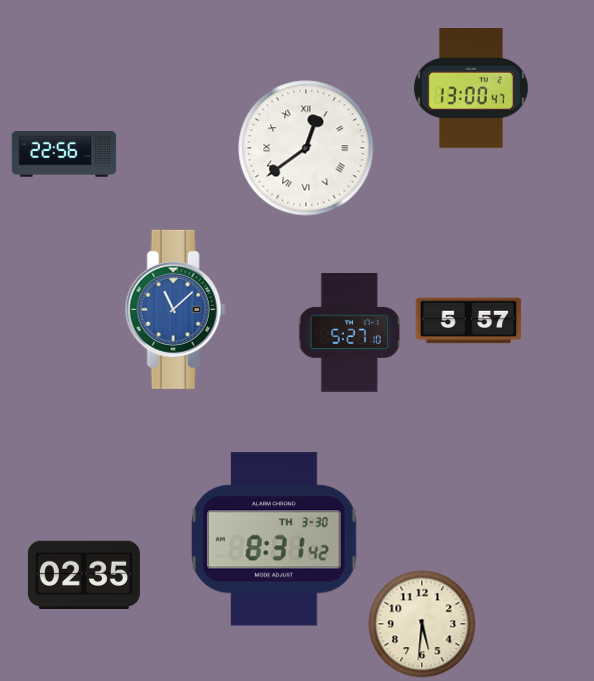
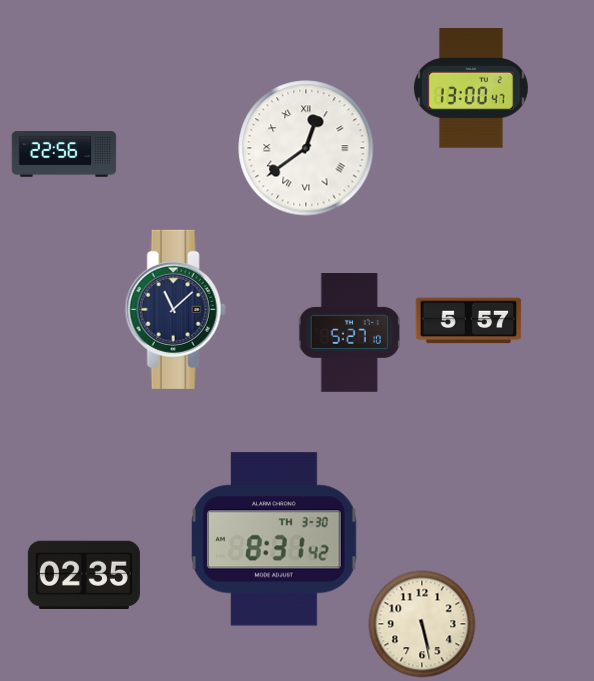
clock at (175, 309) dial: blue -> navy
clock at (422, 624): 5:31 -> 5:28
